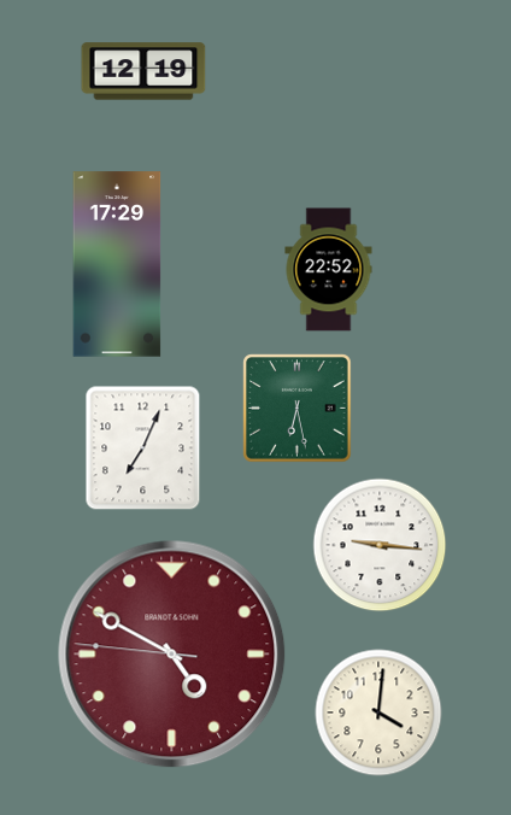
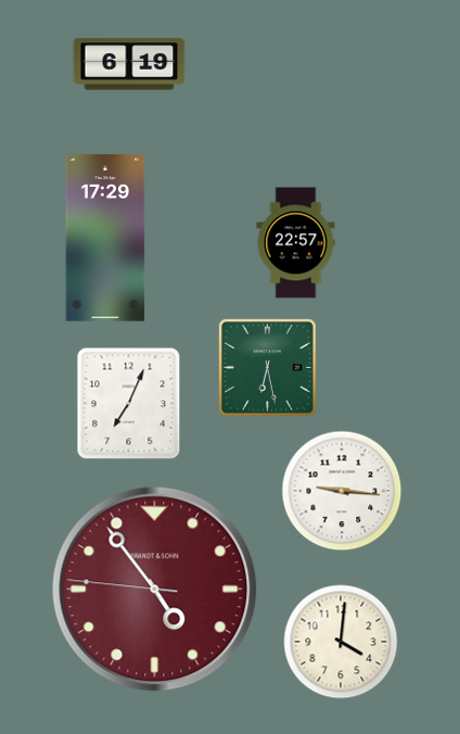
clock at (143, 71): 12:19 -> 6:19
clock at (329, 270): 22:52 -> 22:57
clock at (172, 655): 4:49 -> 4:53
